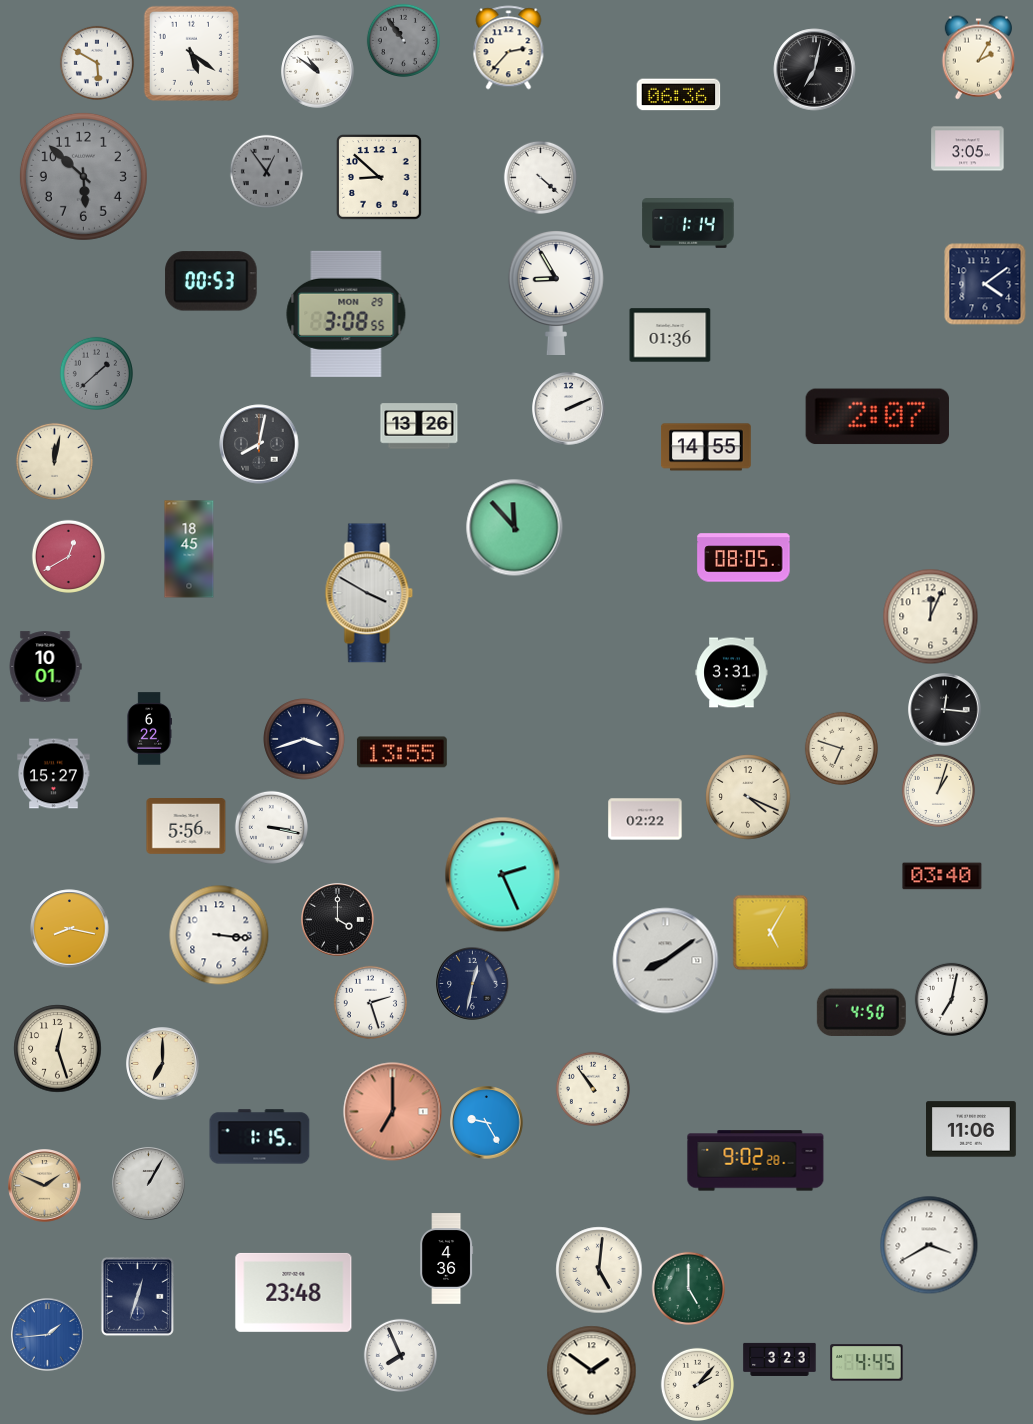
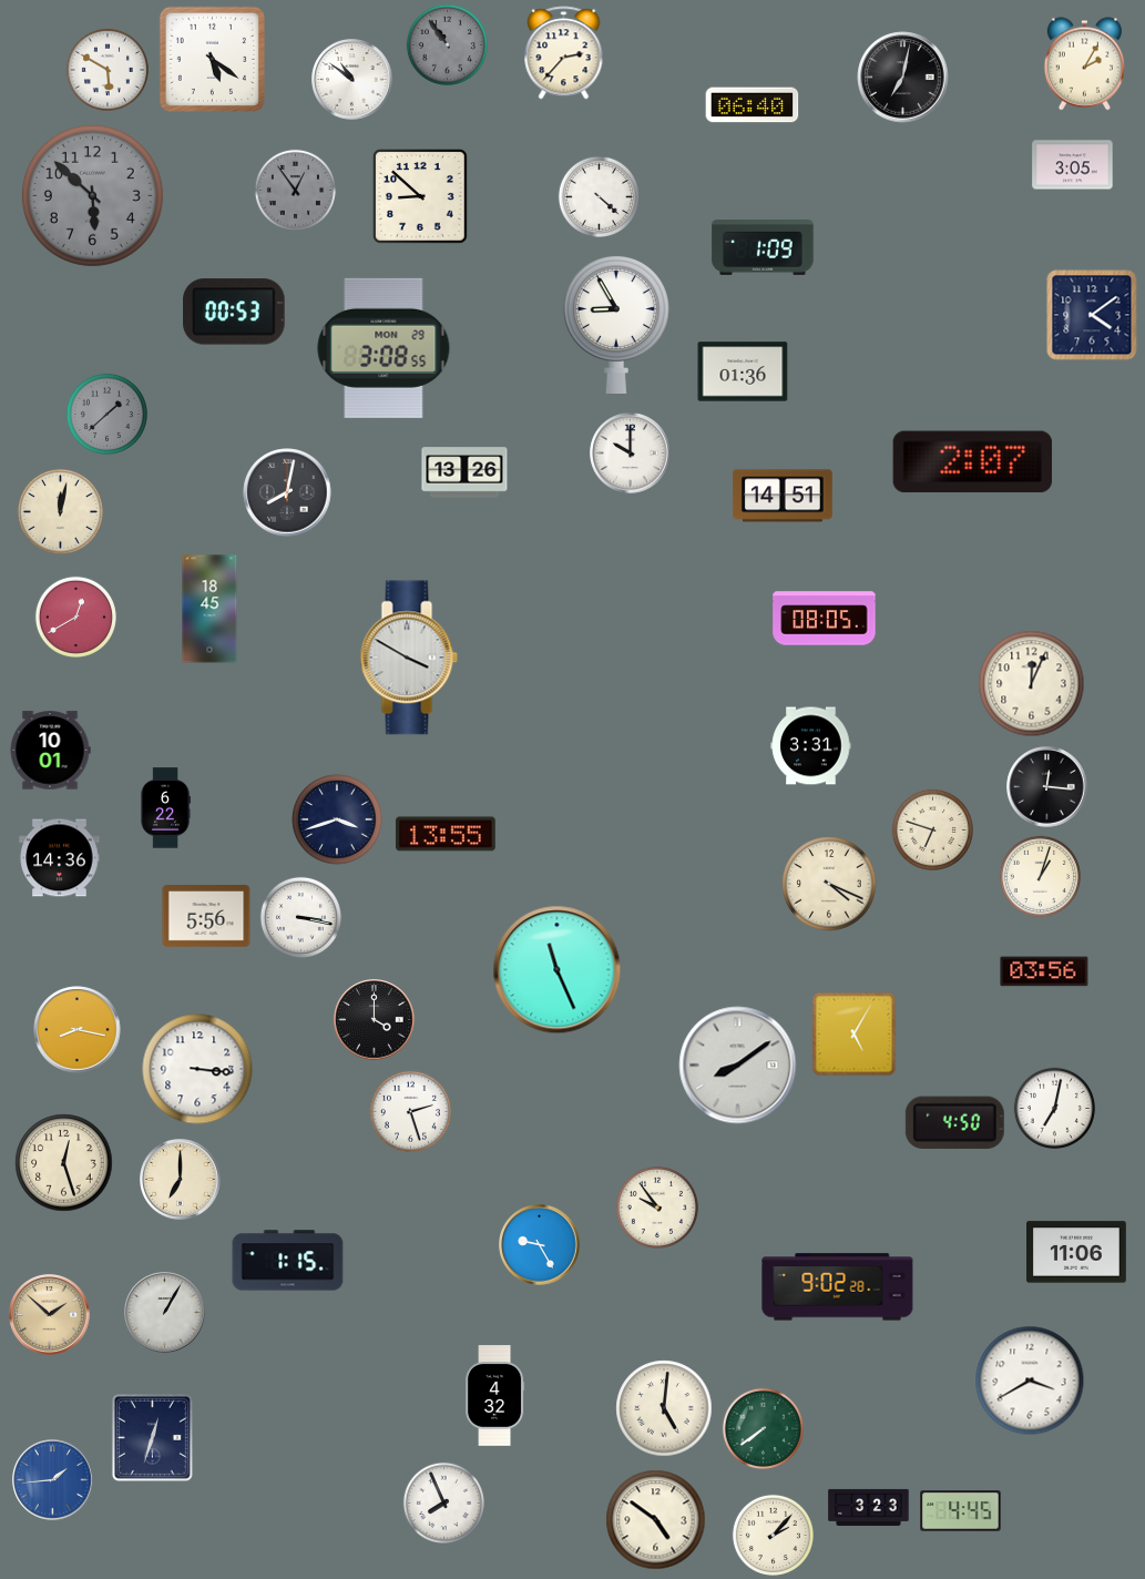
clock at (679, 95): 06:36 -> 06:40
clock at (688, 224): 1:14 -> 1:09
clock at (569, 409): 2:11 -> 10:00
clock at (707, 447): 14:55 -> 14:51
clock at (515, 528): 11:53 -> none
clock at (45, 667) position: (45, 667) -> (50, 751)
clock at (54, 774): 15:27 -> 14:36
clock at (645, 819): 02:22 -> none
clock at (503, 875): 2:26 -> 11:26
clock at (942, 876): 03:40 -> 03:56
clock at (219, 935) position: (219, 935) -> (197, 1069)
clock at (473, 984): 12:32 -> none
clock at (593, 1089): 10:54 -> 9:54
clock at (393, 1112): 7:00 -> none
clock at (45, 1186): 1:49 -> 1:52
clock at (447, 1259): 4:36 -> 4:32
clock at (688, 1288): 5:00 -> 7:39
clock at (294, 1292): 23:48 -> none
clock at (780, 1359) position: (780, 1359) -> (869, 1507)
clock at (592, 1371): 1:51 -> 4:51
